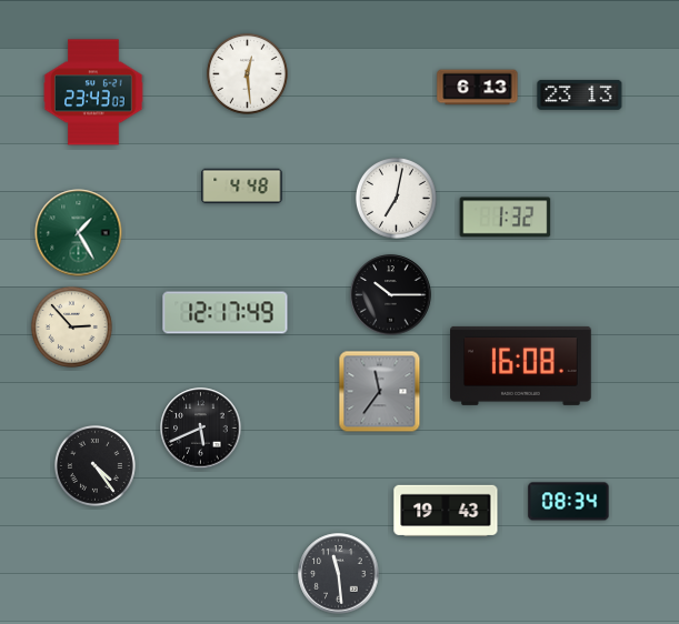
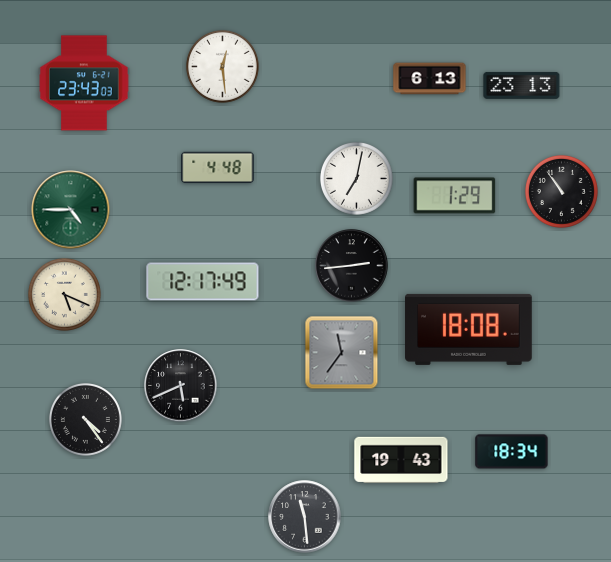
clock at (561, 191): none -> 10:54
clock at (506, 218): 1:32 -> 1:29
clock at (79, 233): 1:25 -> 4:45
clock at (391, 295): 10:15 -> 2:44
clock at (71, 326): 2:53 -> 5:19
clock at (521, 365): 16:08 -> 18:08
clock at (569, 502): 08:34 -> 18:34
